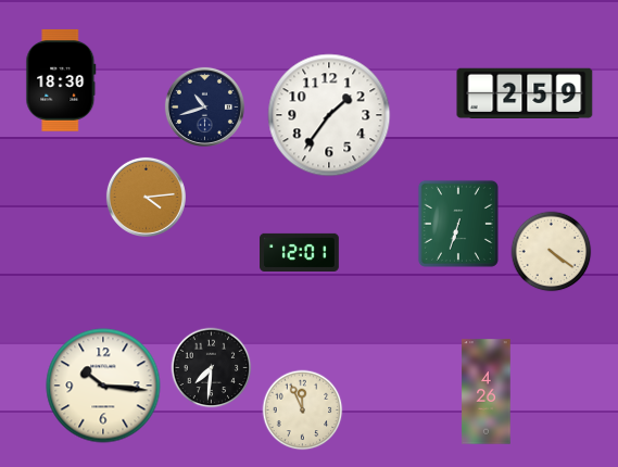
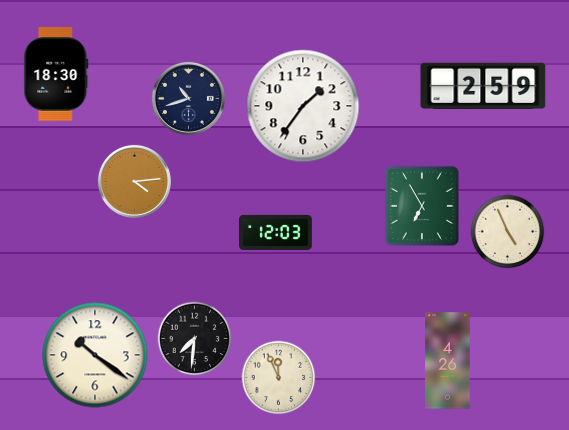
clock at (458, 224): 6:33 -> 6:55
clock at (300, 252): 12:01 -> 12:03
clock at (552, 252): 4:21 -> 4:56
clock at (103, 386): 10:16 -> 10:21
